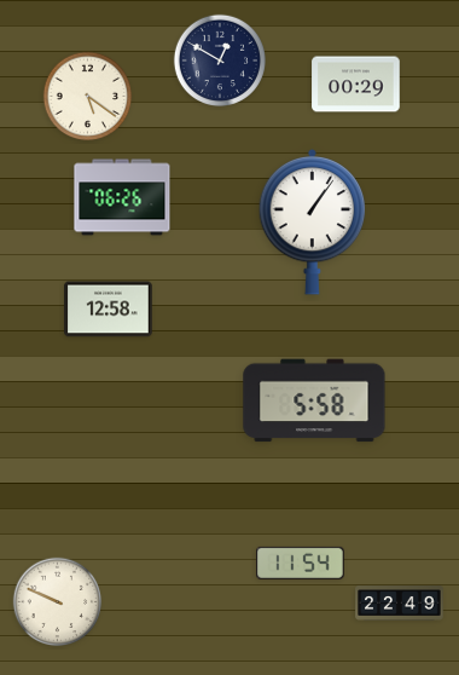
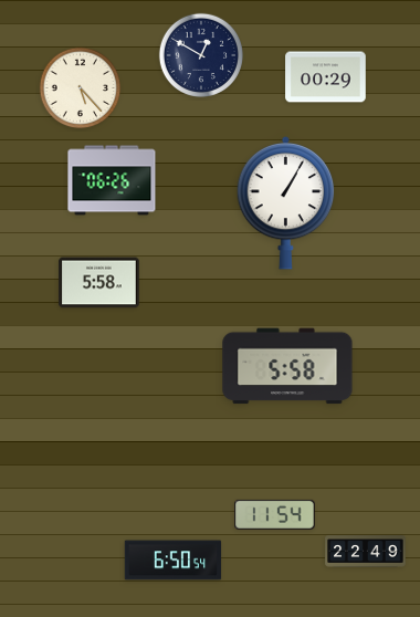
clock at (88, 97): 5:21 -> 5:23
clock at (313, 221): 1:06 -> 1:05
clock at (109, 310): 12:58 -> 5:58
clock at (58, 602): 9:49 -> none
clock at (174, 561): none -> 6:50
